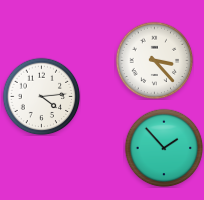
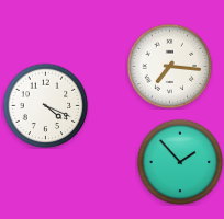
clock at (154, 60): 3:23 -> 7:16
clock at (41, 96): 4:14 -> 4:19
